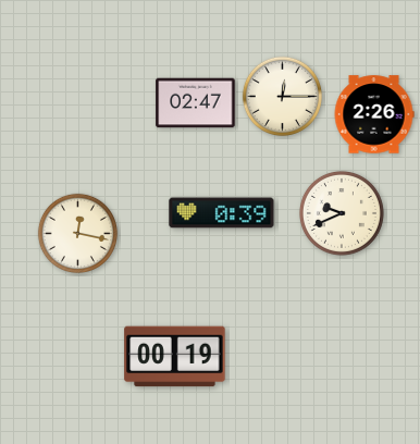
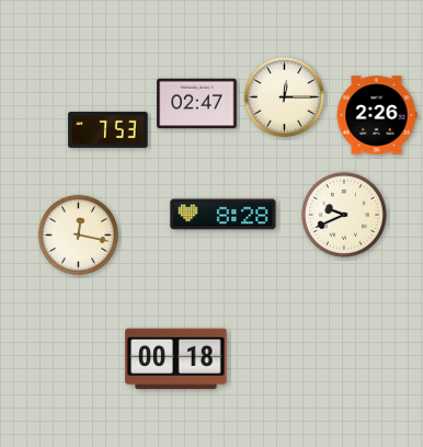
clock at (108, 129): none -> 7:53
clock at (222, 213): 0:39 -> 8:28
clock at (175, 357): 00:19 -> 00:18
